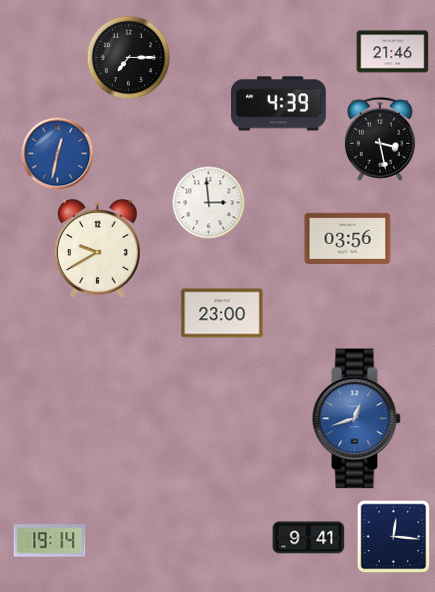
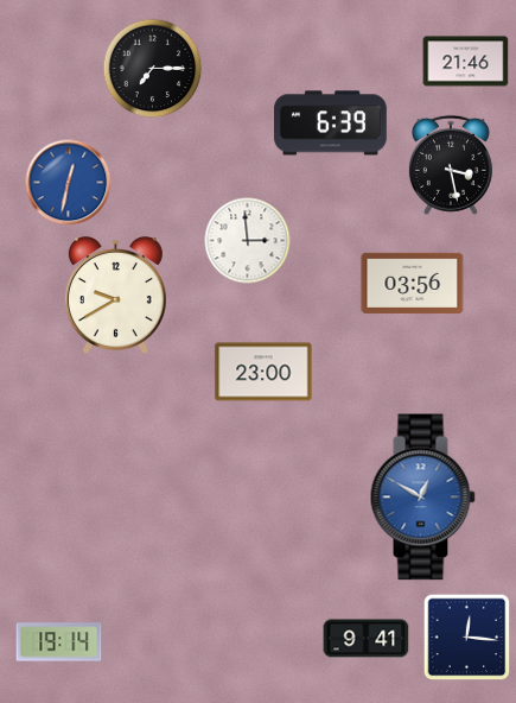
clock at (279, 104): 4:39 -> 6:39
clock at (356, 419): 12:42 -> 12:50
